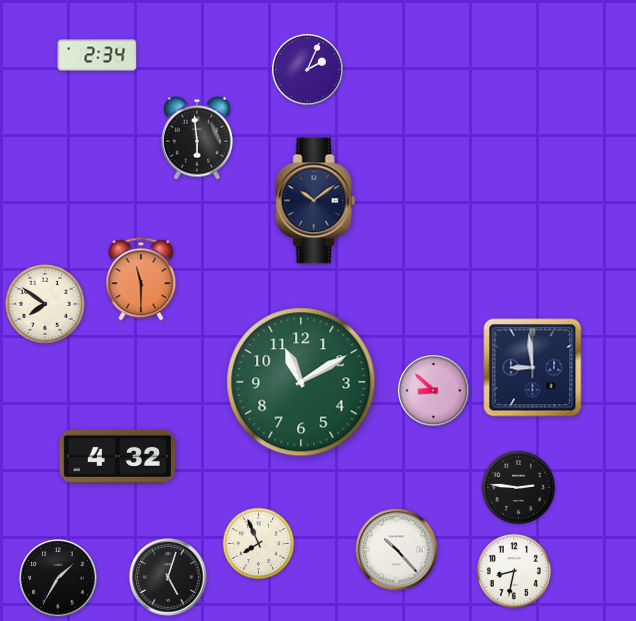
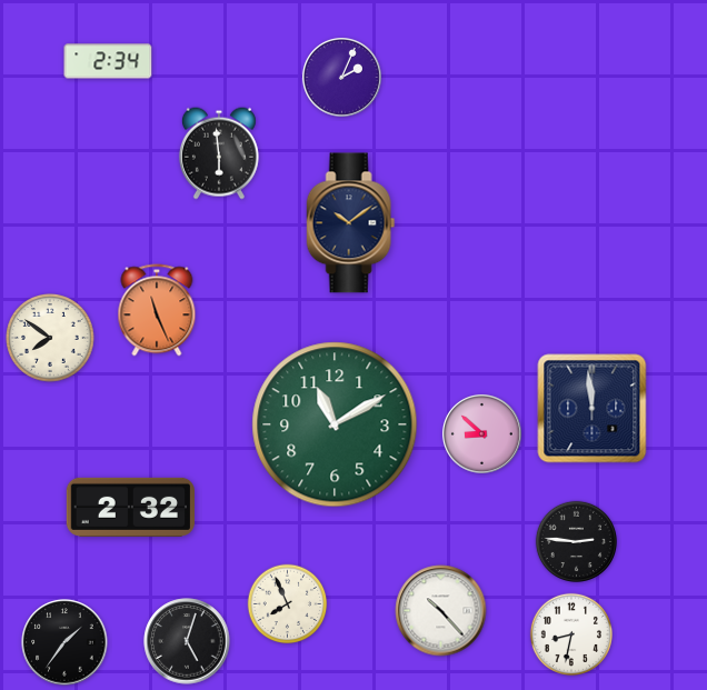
clock at (141, 279): 11:30 -> 11:26
clock at (533, 368): 8:59 -> 11:59
clock at (117, 456): 4:32 -> 2:32
clock at (58, 578): 1:35 -> 1:36
